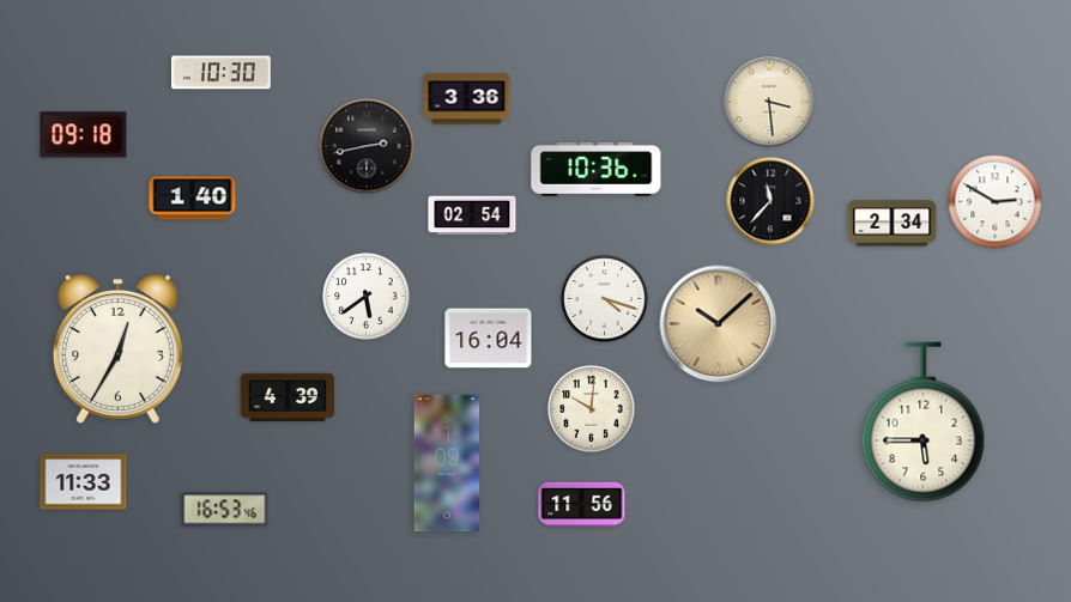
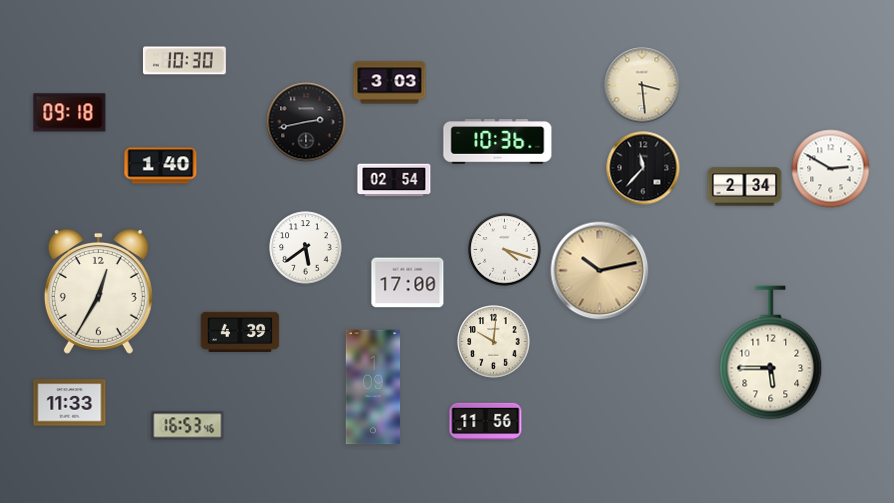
clock at (467, 99): 3:36 -> 3:03
clock at (719, 324): 10:08 -> 10:13
clock at (489, 339): 16:04 -> 17:00
